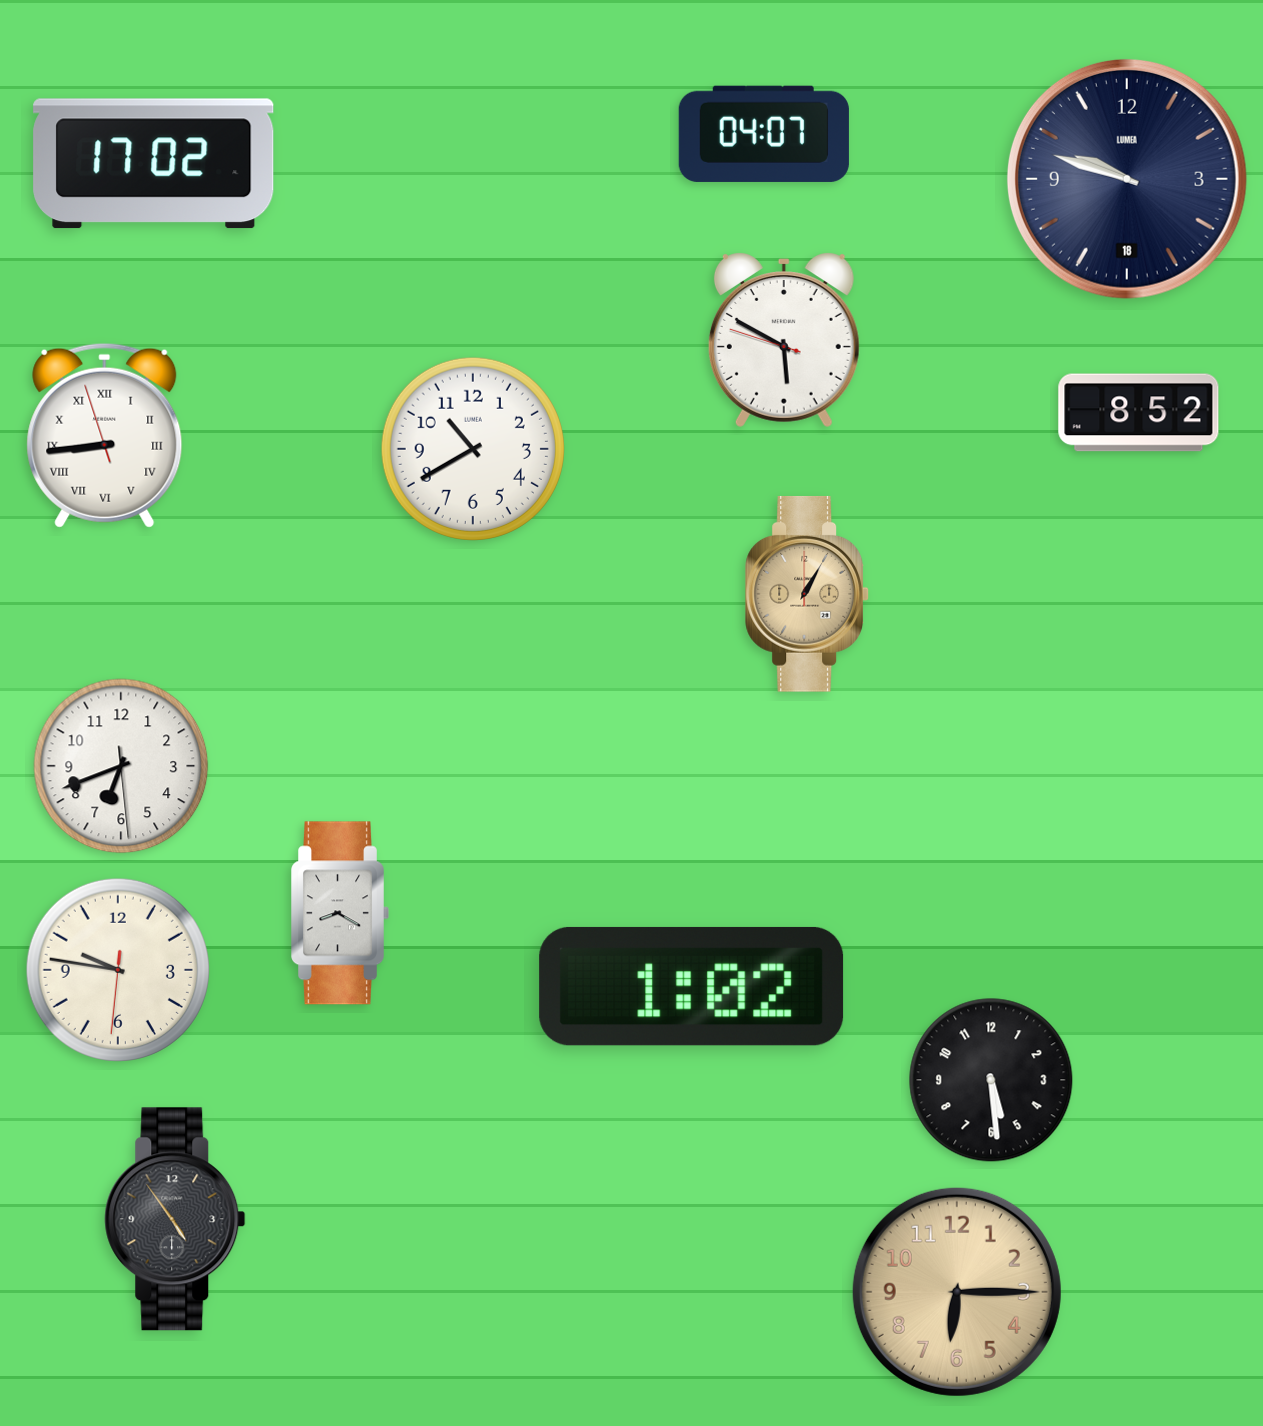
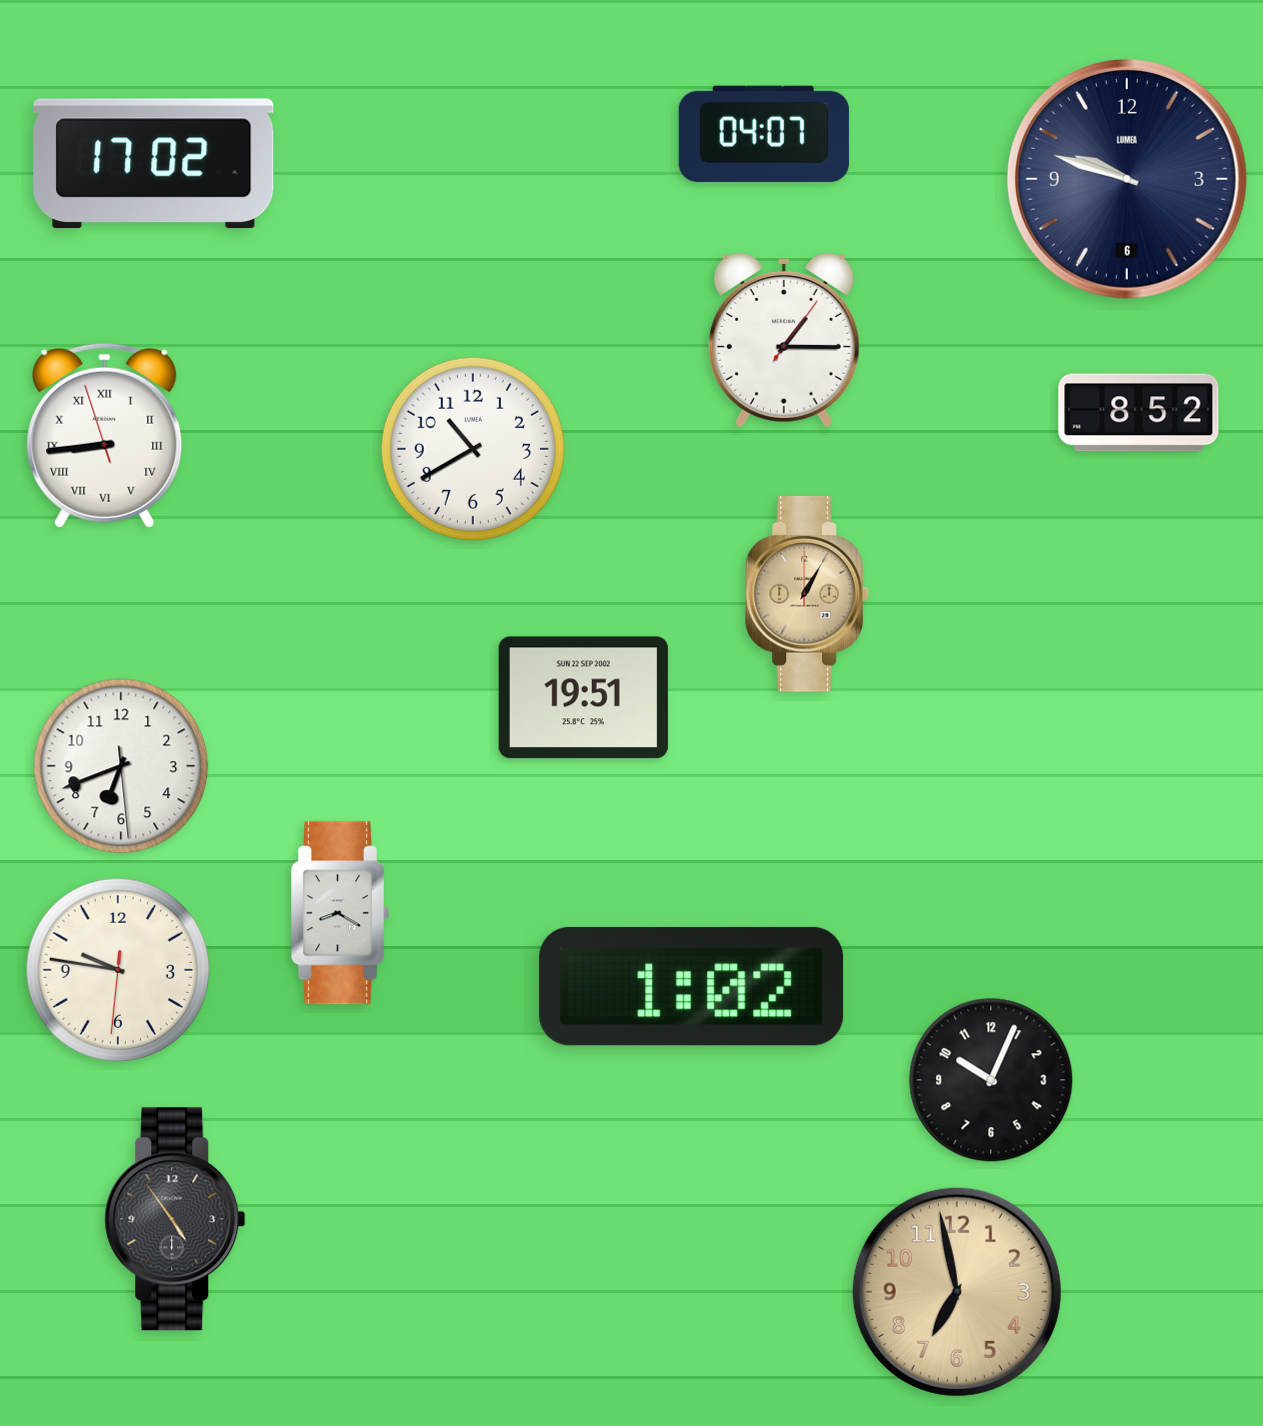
clock at (1127, 179) date: 18 -> 6
clock at (784, 340): 5:49 -> 1:15
clock at (583, 698): none -> 19:51
clock at (991, 1080): 5:29 -> 10:04
clock at (957, 1292): 6:15 -> 6:58
